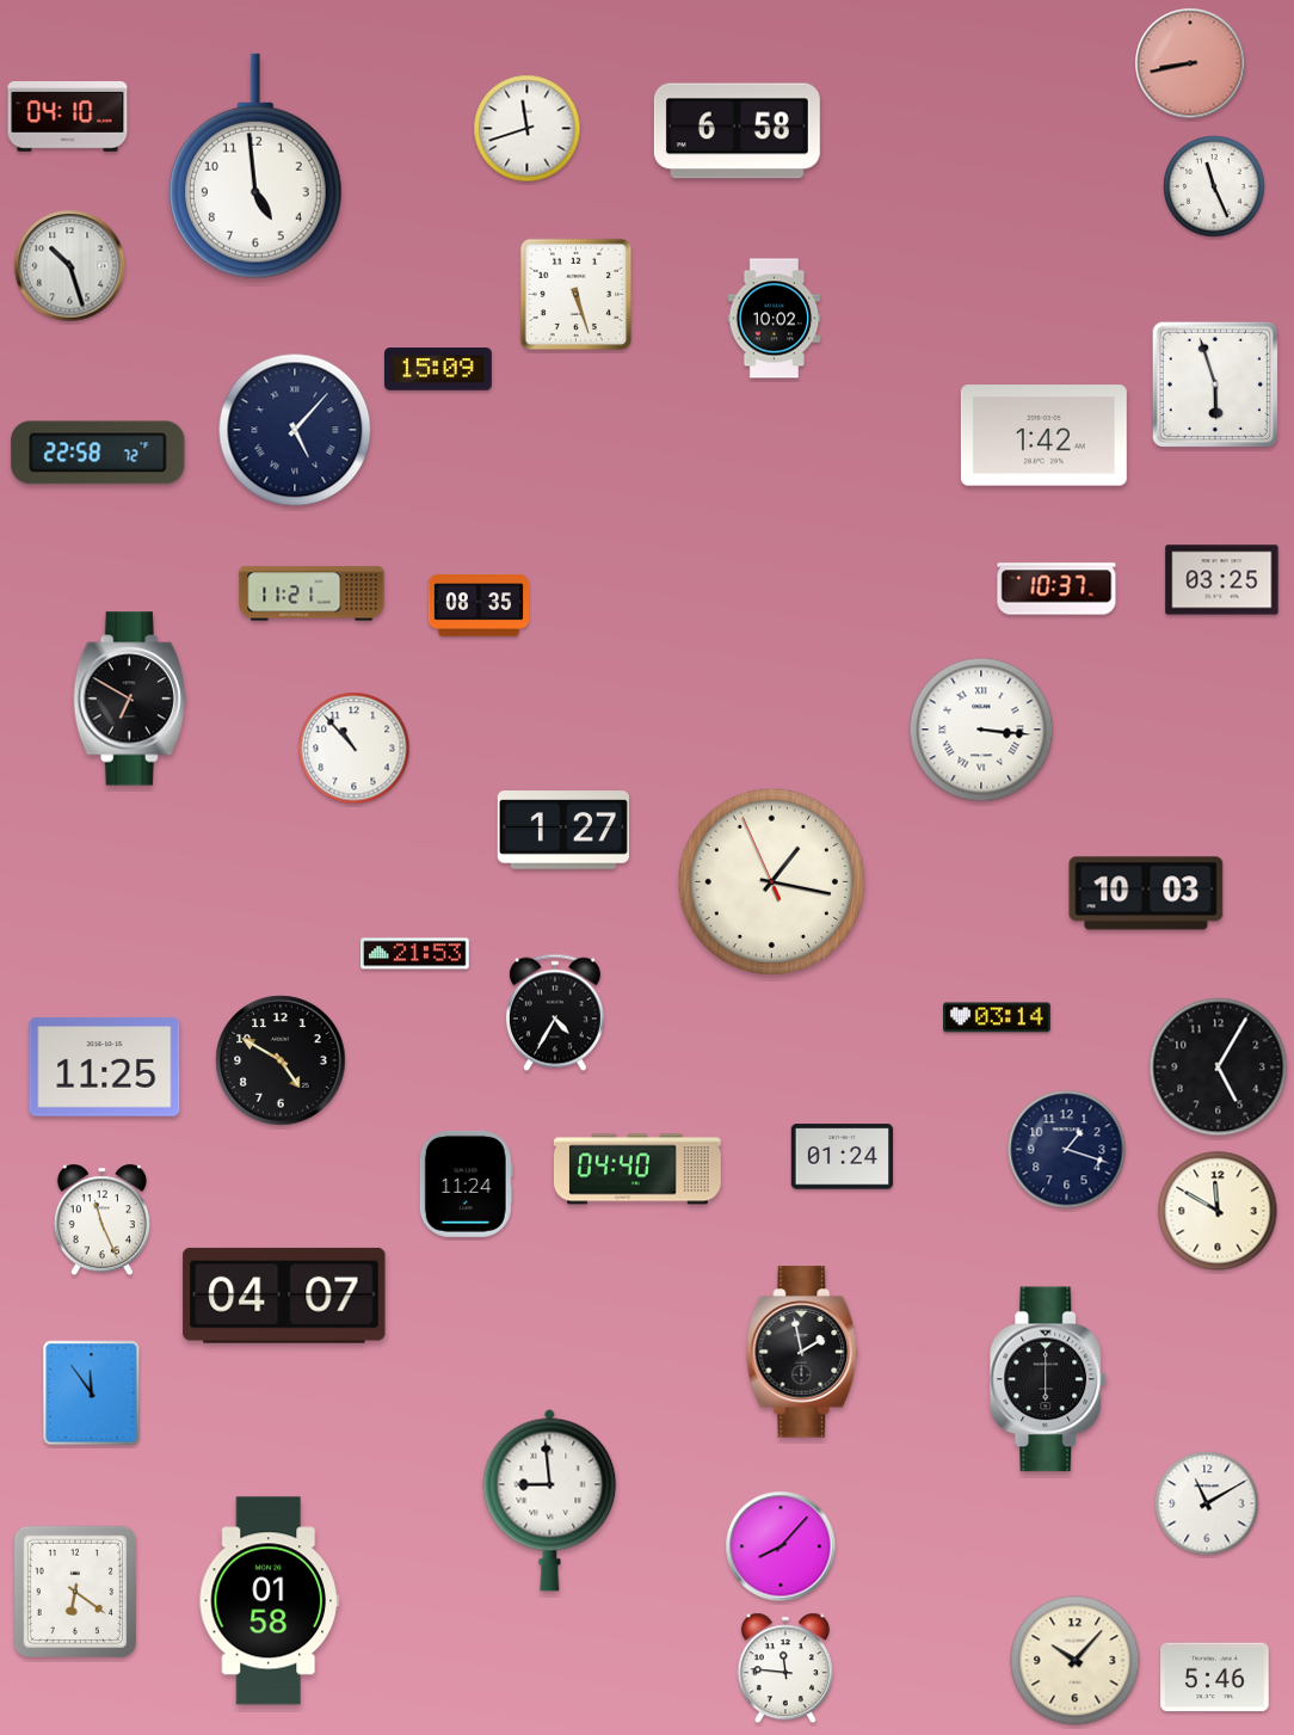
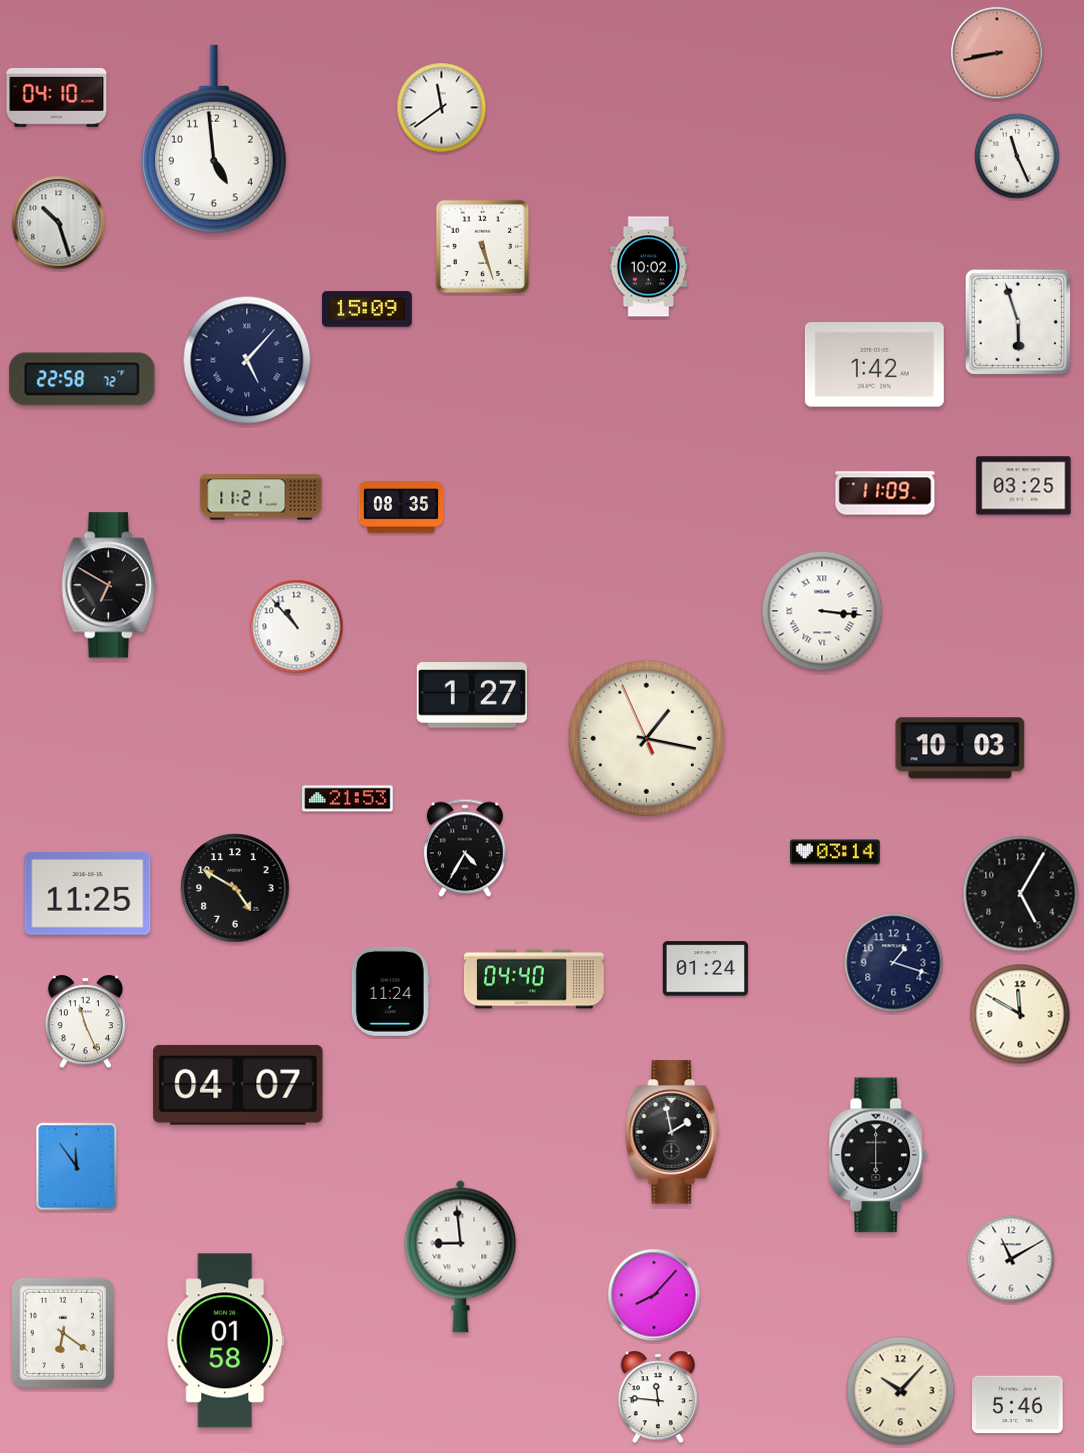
clock at (528, 129): 11:42 -> 11:39
clock at (737, 131): 6:58 -> none
clock at (1056, 589): 10:37 -> 11:09
